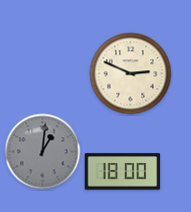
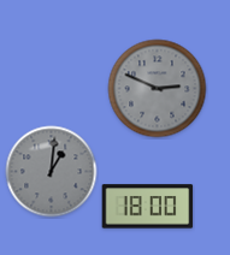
clock at (131, 74) dial: cream -> grey
clock at (43, 152) position: (43, 152) -> (52, 172)
